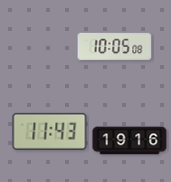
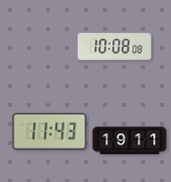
clock at (115, 47): 10:05 -> 10:08
clock at (130, 141): 19:16 -> 19:11
